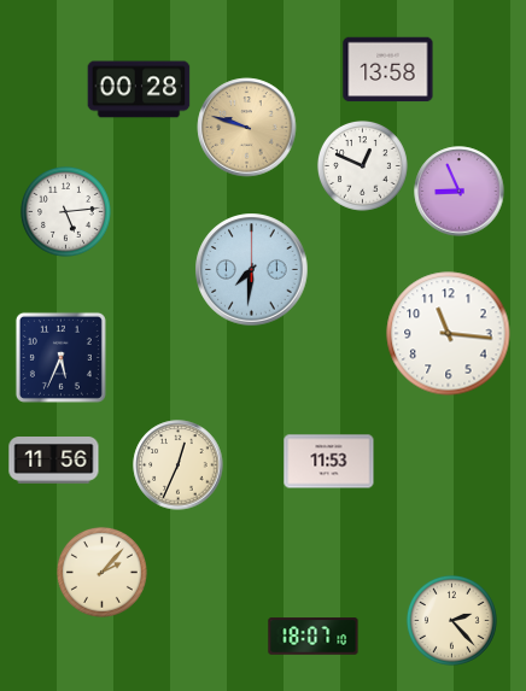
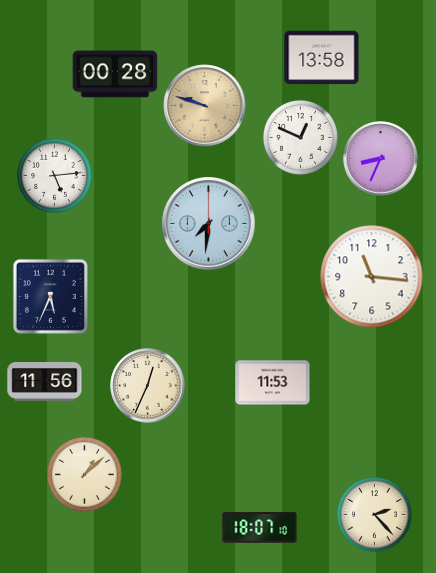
clock at (460, 192): 8:56 -> 8:34
clock at (101, 572): 2:07 -> 1:08
